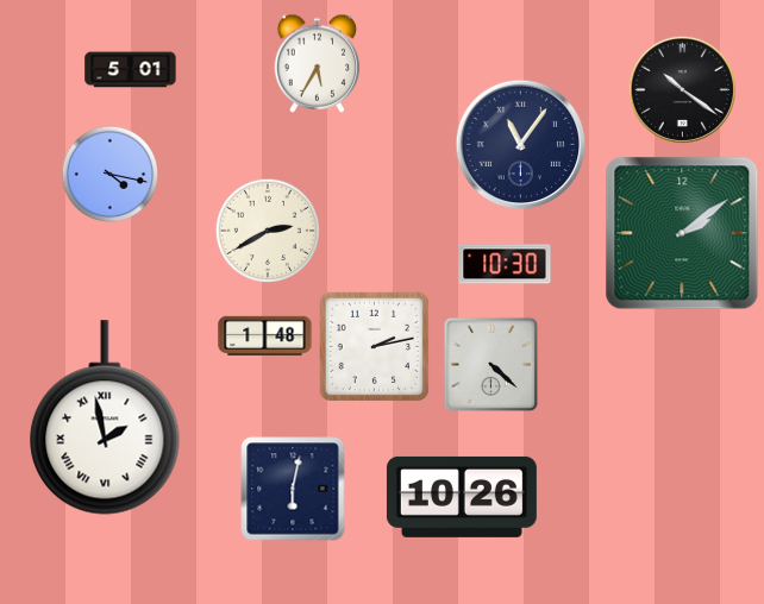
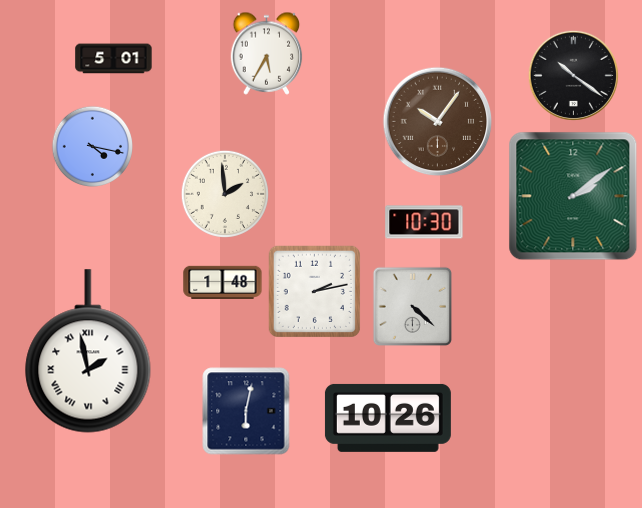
clock at (131, 70) position: (131, 70) -> (114, 59)
clock at (521, 145): 11:06 -> 10:06
clock at (521, 145) dial: navy -> brown
clock at (268, 231): 2:40 -> 1:59
